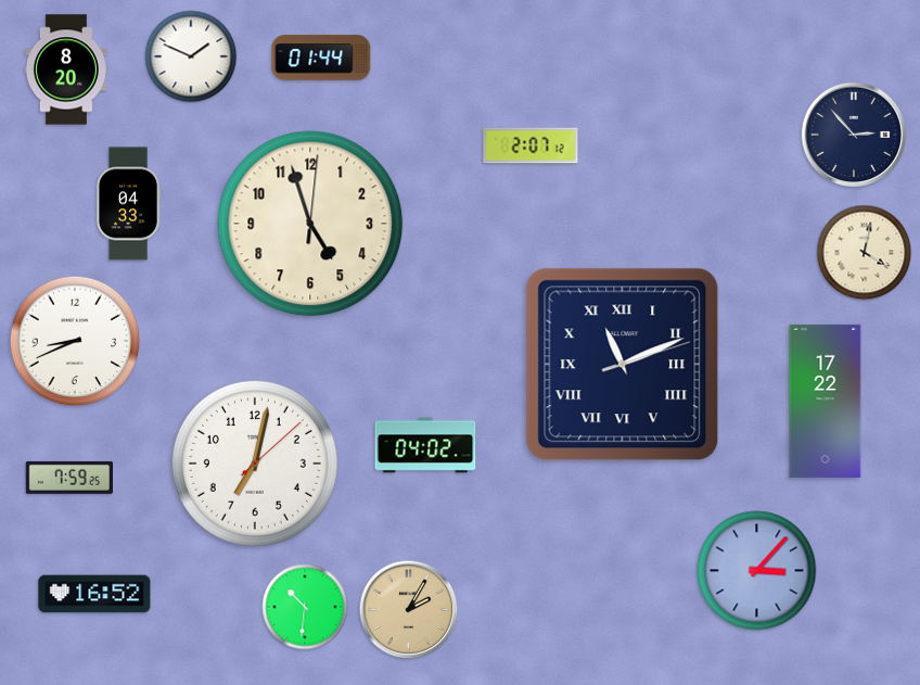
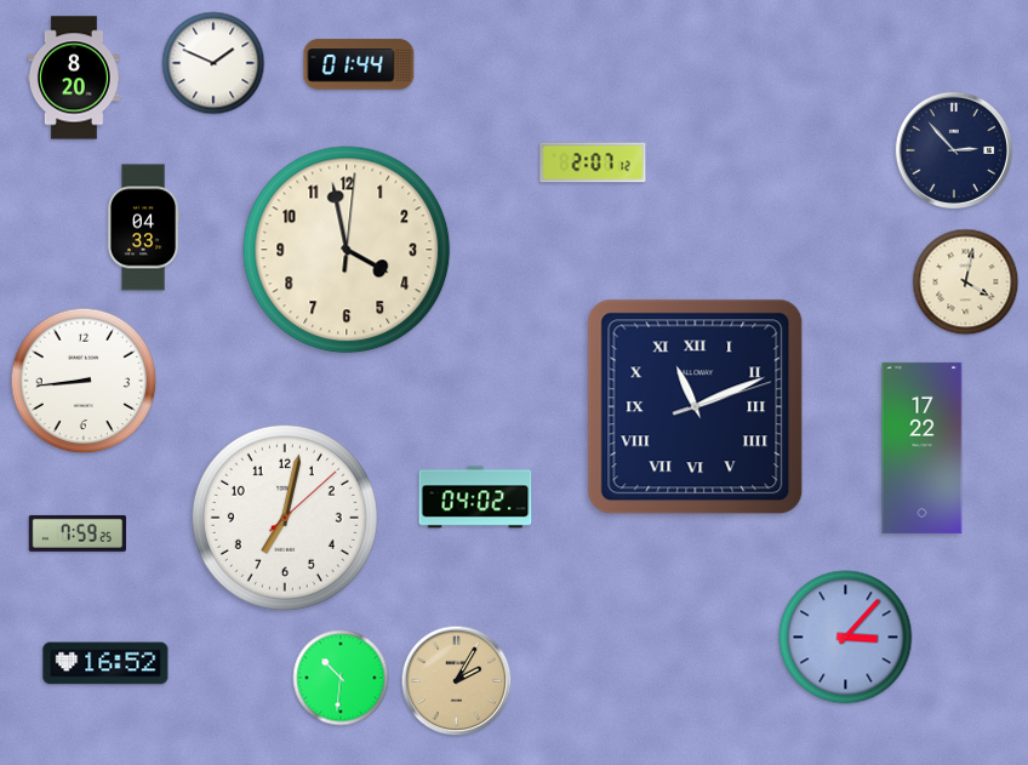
clock at (310, 224): 4:57 -> 3:58
clock at (75, 341): 8:41 -> 8:44
